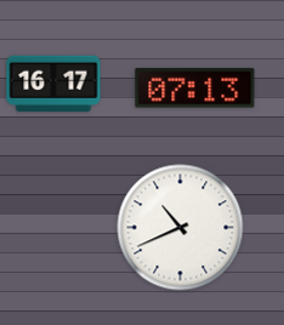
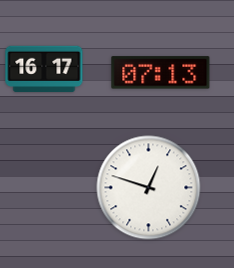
clock at (181, 228): 10:41 -> 12:48
